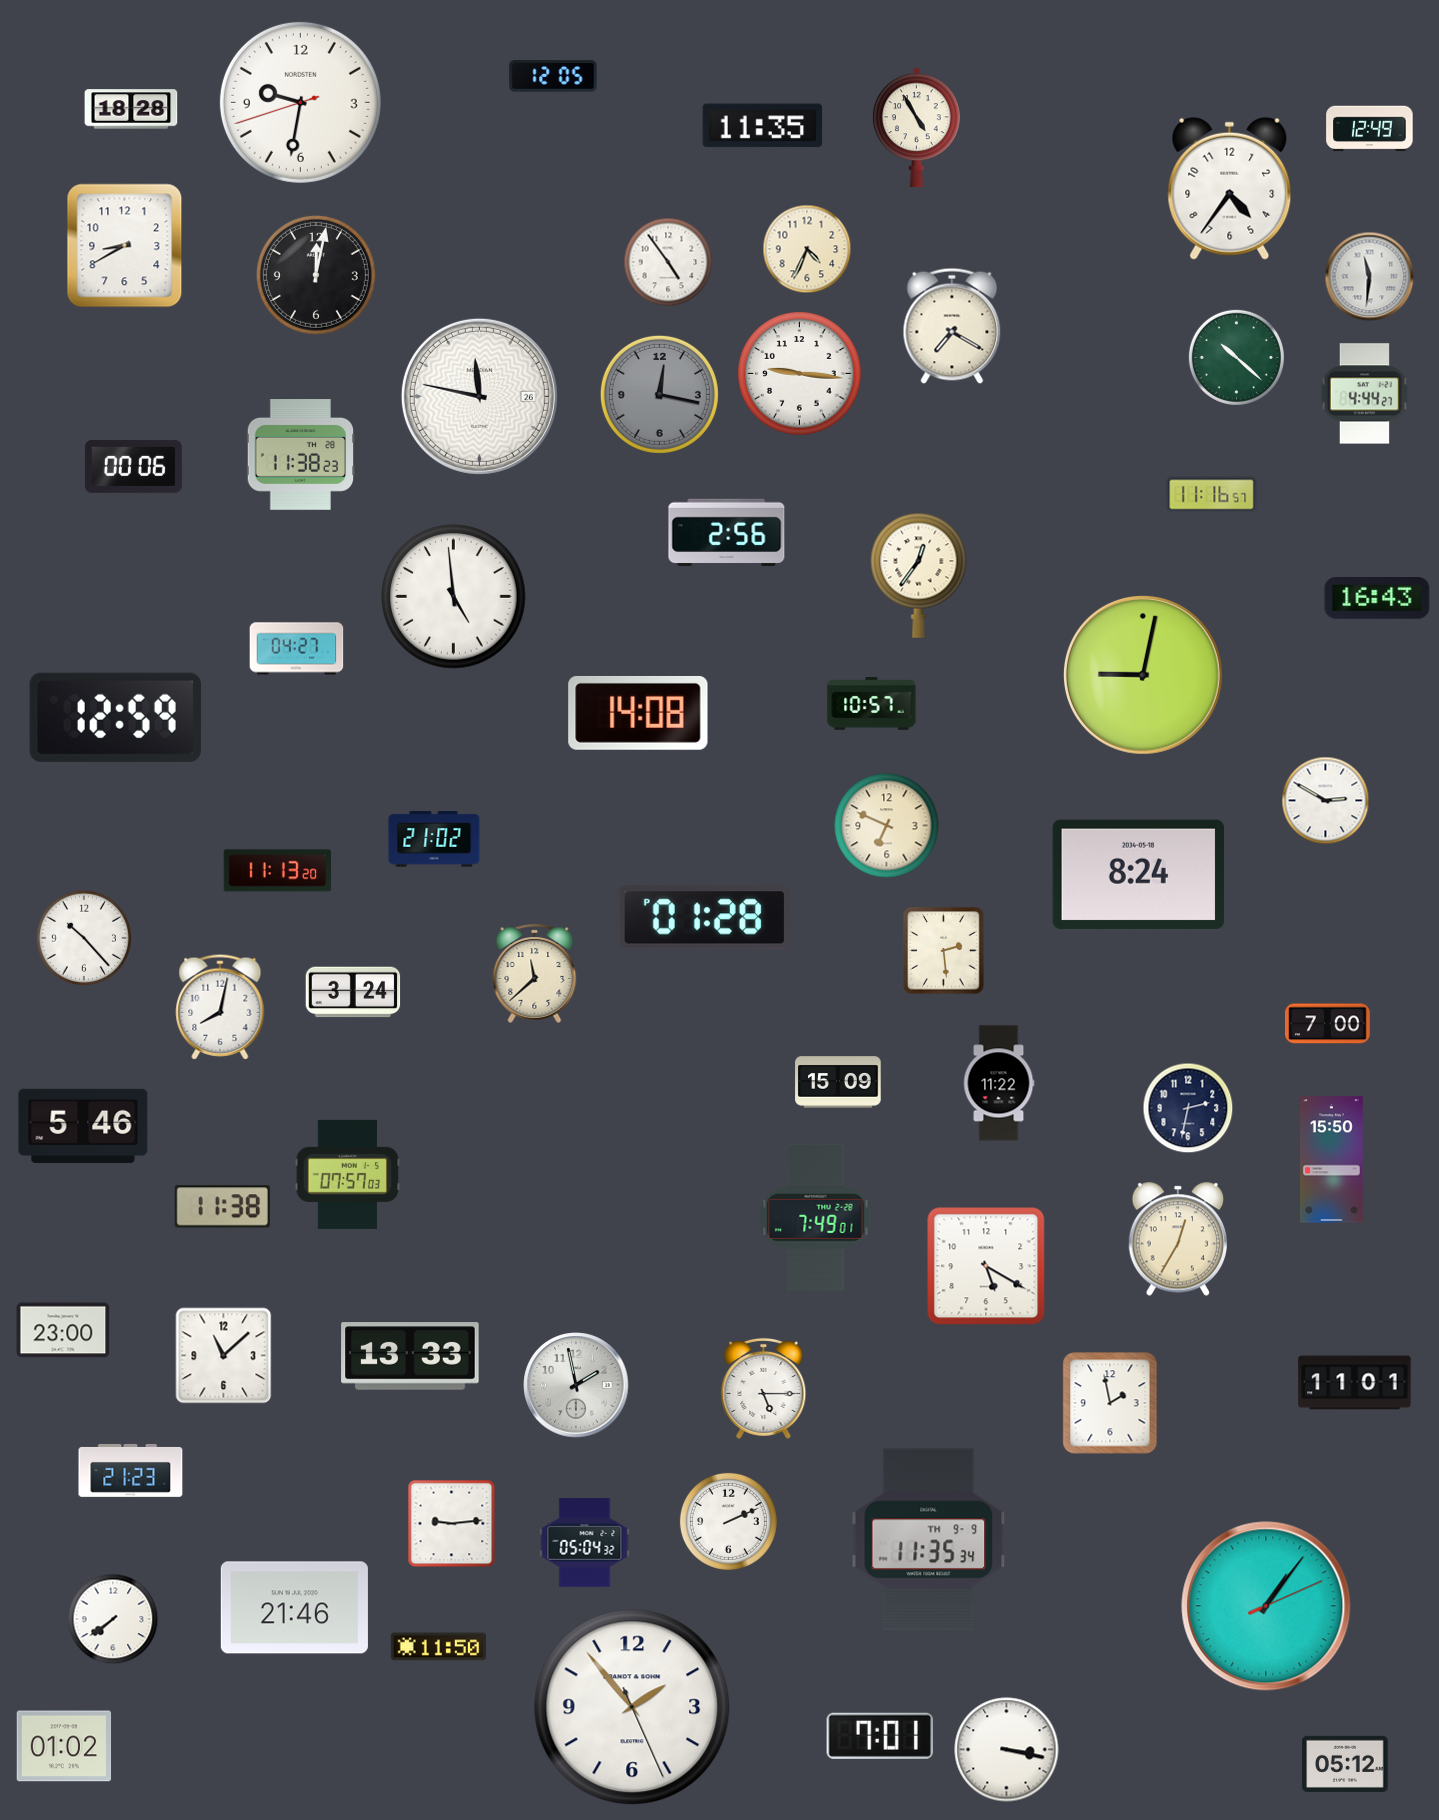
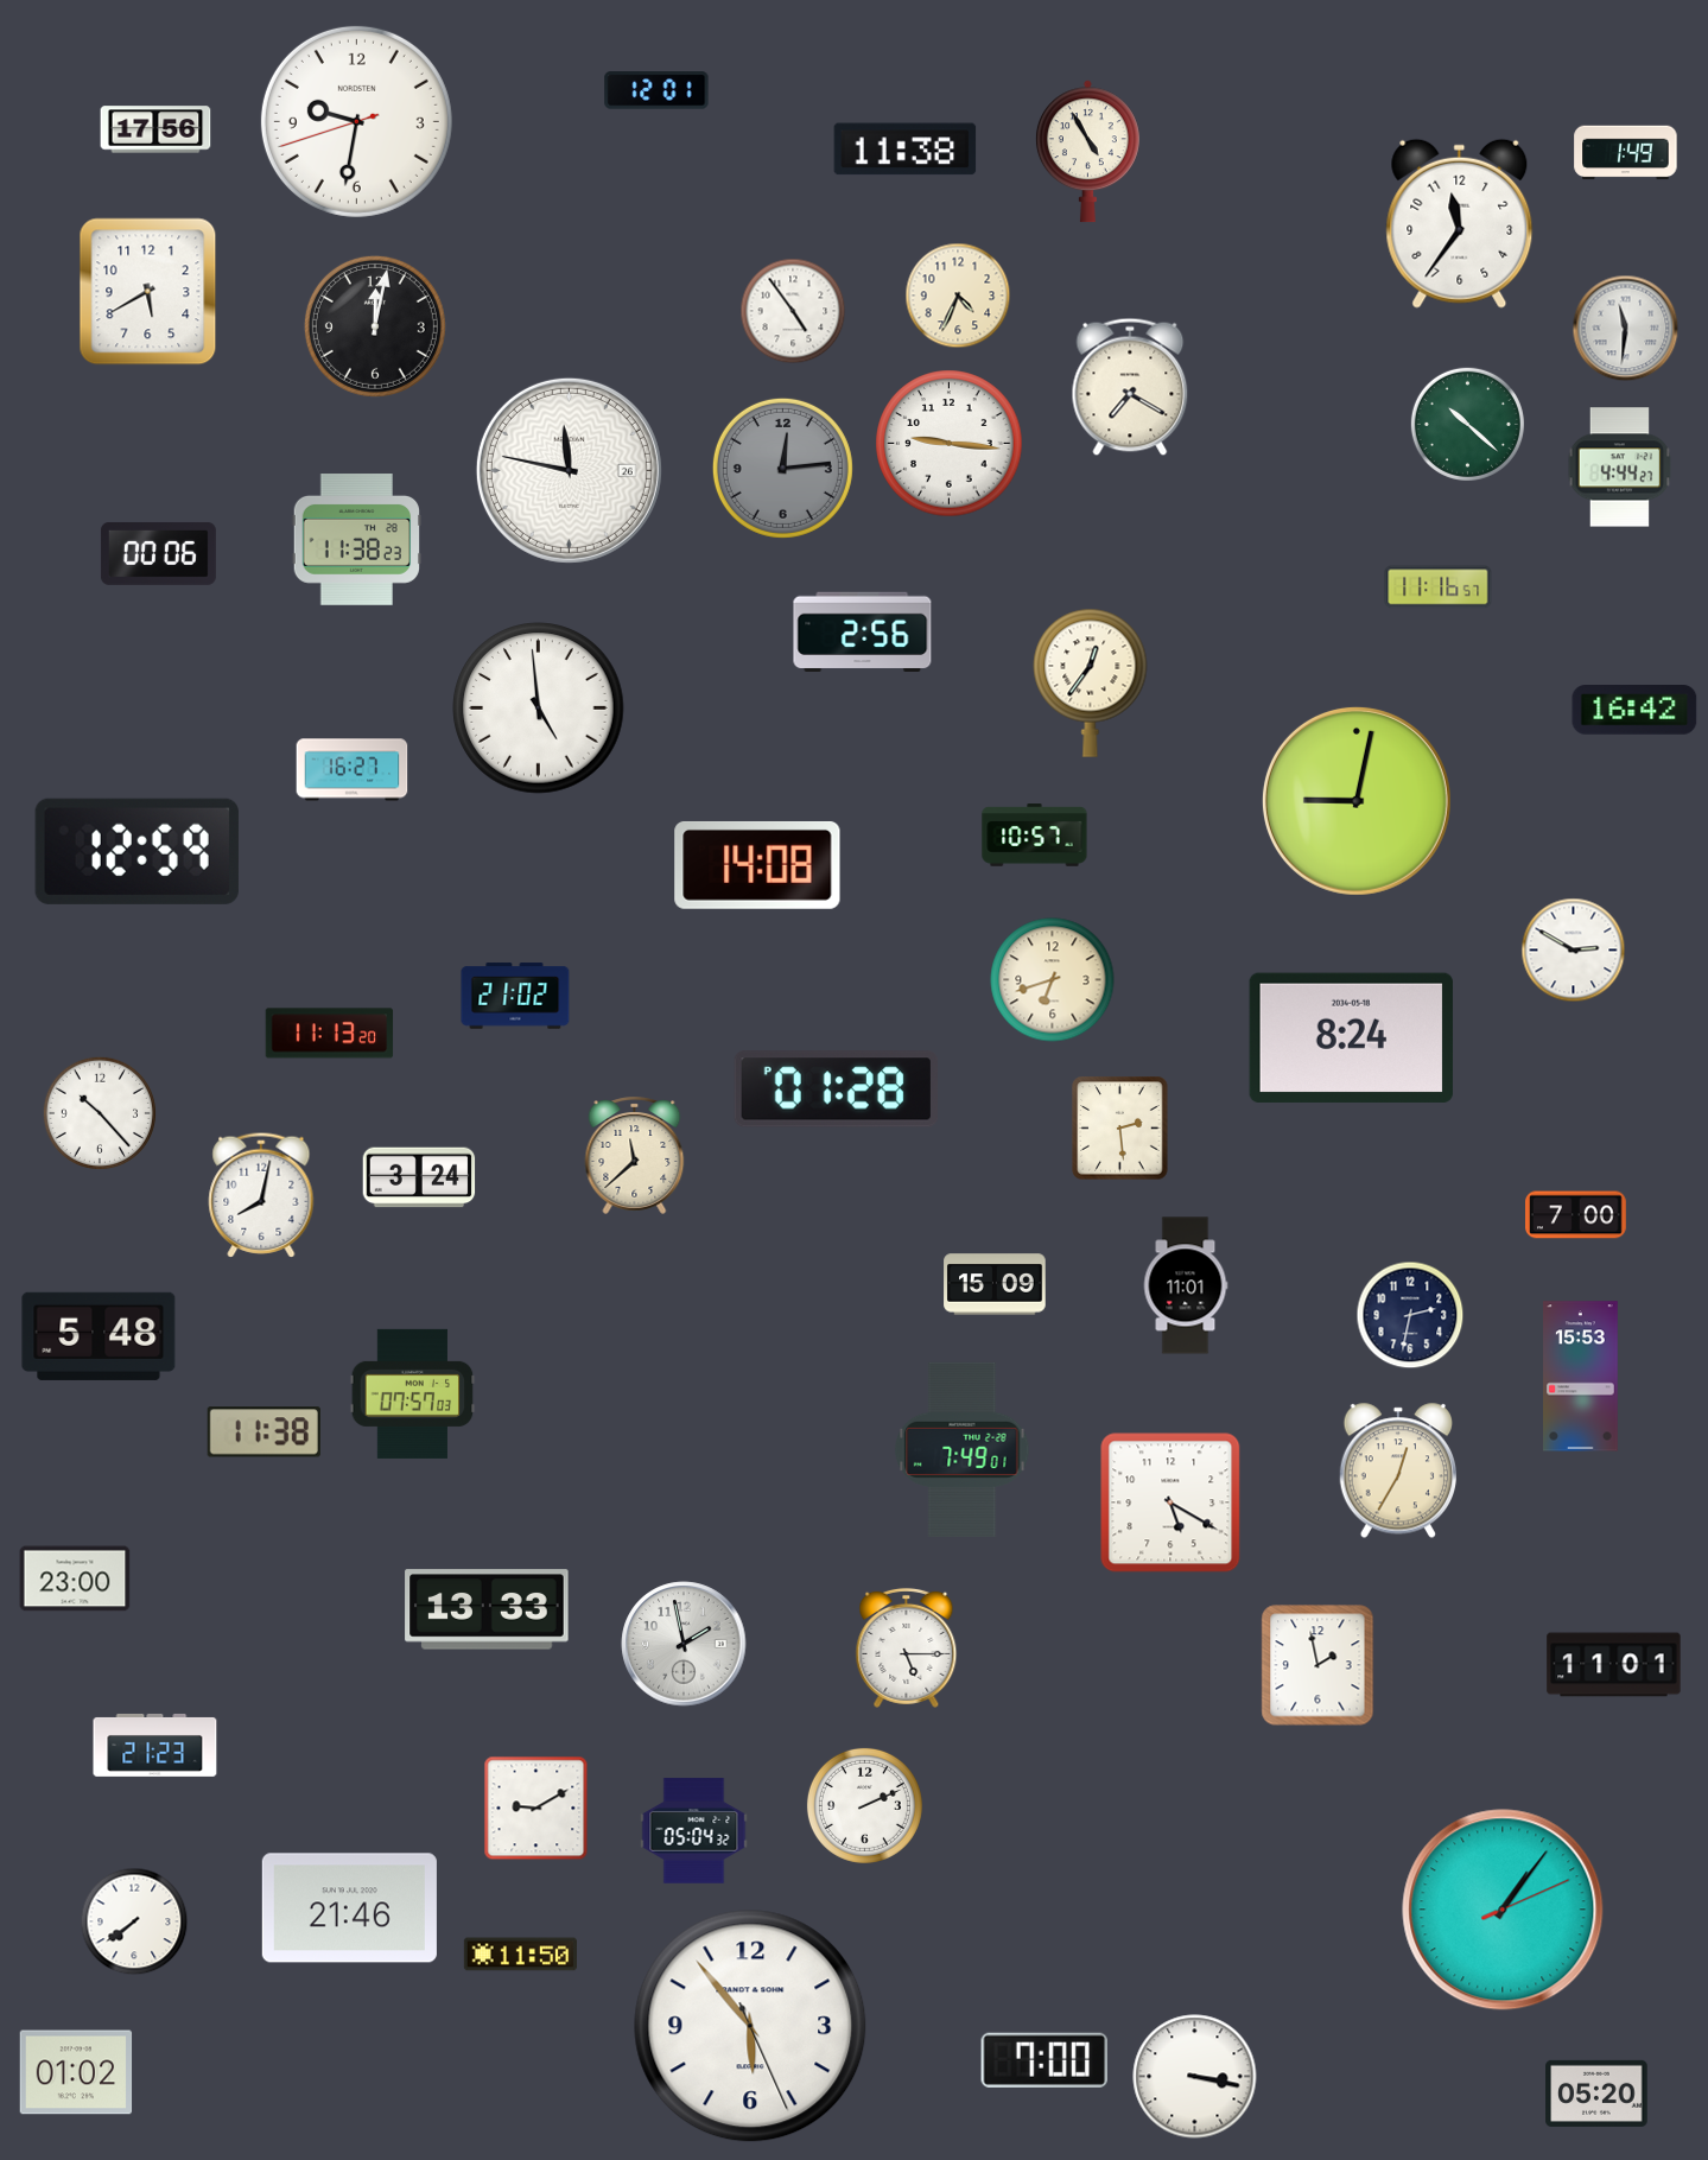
clock at (553, 76): 12:05 -> 12:01
clock at (131, 109): 18:28 -> 17:56
clock at (763, 126): 11:35 -> 11:38
clock at (1370, 129): 12:49 -> 1:49
clock at (1230, 188): 4:36 -> 11:36
clock at (125, 246): 8:40 -> 5:40
clock at (659, 394): 12:17 -> 12:14
clock at (1377, 599): 16:43 -> 16:42
clock at (297, 649): 04:27 -> 16:27
clock at (638, 713) position: (638, 713) -> (757, 865)
clock at (887, 826): 6:49 -> 6:42
clock at (999, 1083): 11:22 -> 11:01
clock at (83, 1126): 5:46 -> 5:48
clock at (1332, 1160): 15:50 -> 15:53
clock at (816, 1217) position: (816, 1217) -> (963, 1449)
clock at (224, 1356): 11:08 -> none
clock at (1355, 1383) position: (1355, 1383) -> (1614, 1665)
clock at (452, 1524): 9:14 -> 9:10
clock at (929, 1540): 11:35 -> none
clock at (1266, 1606) position: (1266, 1606) -> (1503, 1910)
clock at (632, 1707): 1:53 -> 5:53
clock at (879, 1736): 7:01 -> 7:00
clock at (1345, 1764): 05:12 -> 05:20
